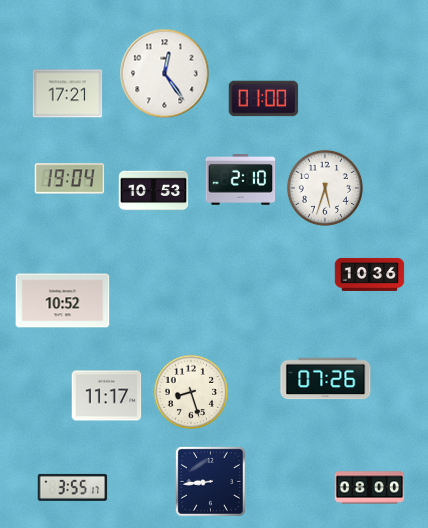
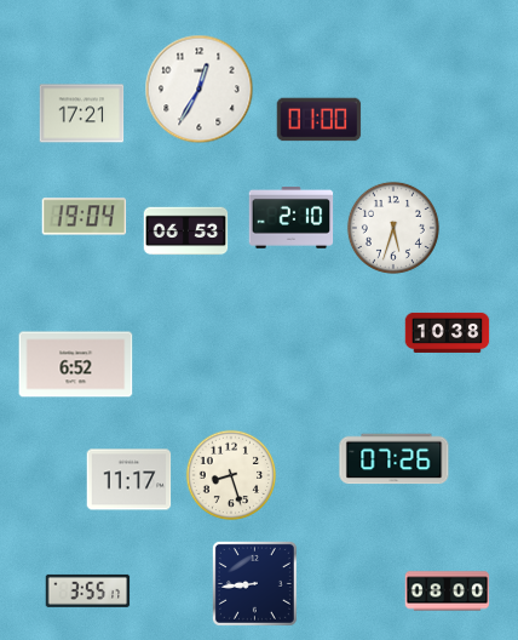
clock at (165, 74): 12:24 -> 12:35
clock at (154, 191): 10:53 -> 06:53
clock at (370, 274): 10:36 -> 10:38
clock at (63, 301): 10:52 -> 6:52
